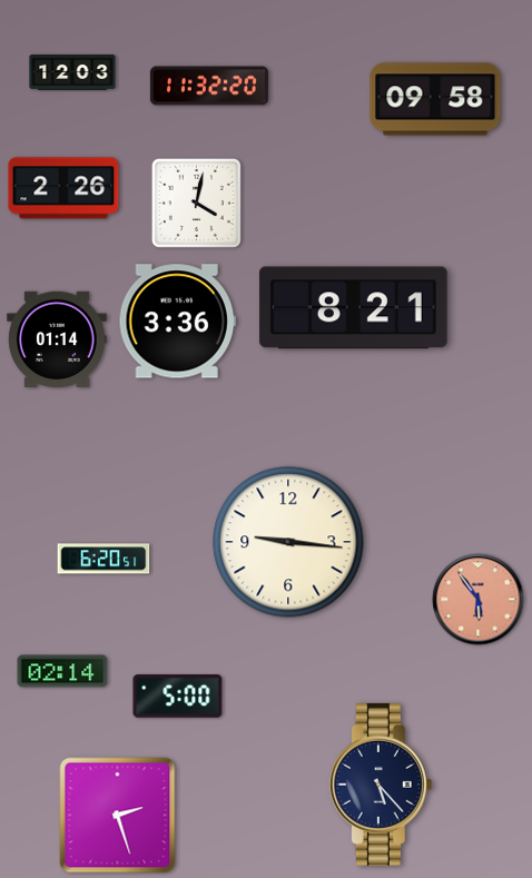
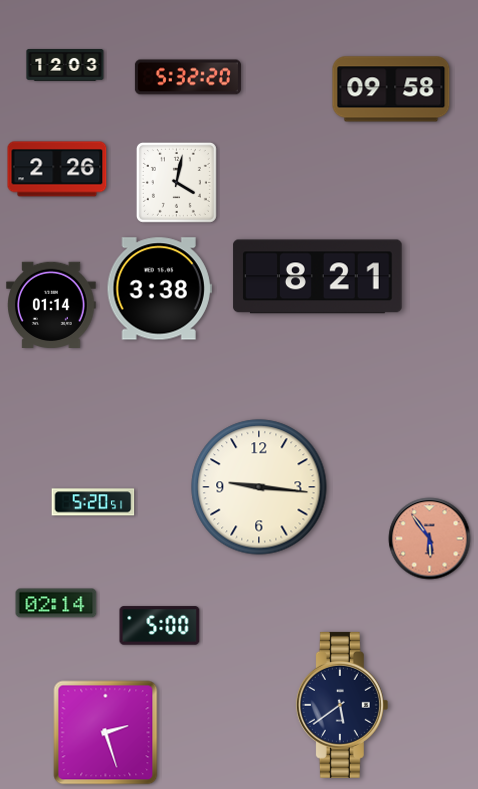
clock at (209, 86): 11:32 -> 5:32
clock at (177, 322): 3:36 -> 3:38
clock at (104, 559): 6:20 -> 5:20
clock at (381, 785): 5:23 -> 5:39
